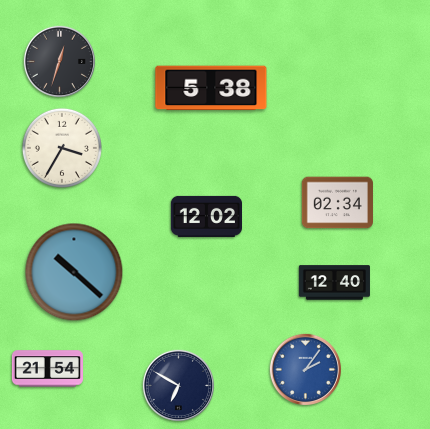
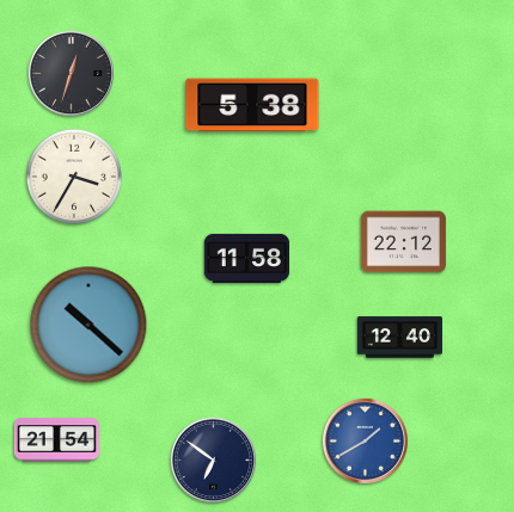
clock at (337, 203): 02:34 -> 22:12
clock at (206, 216): 12:02 -> 11:58
clock at (305, 369): 2:06 -> 1:40
clock at (178, 385): 6:50 -> 6:51
